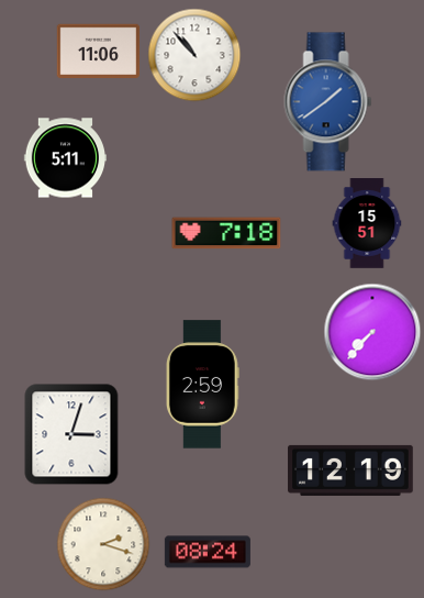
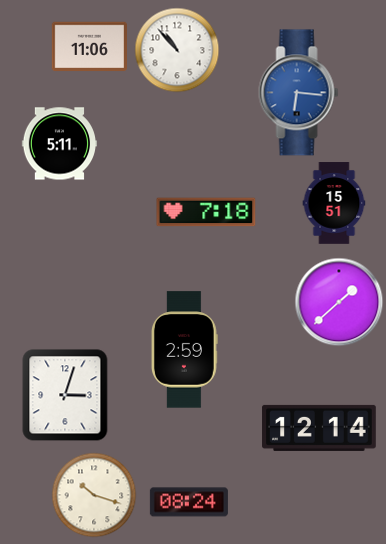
clock at (328, 102): 1:39 -> 6:16
clock at (372, 332): 7:37 -> 1:38
clock at (350, 470): 12:19 -> 12:14
clock at (103, 544): 2:18 -> 10:18
